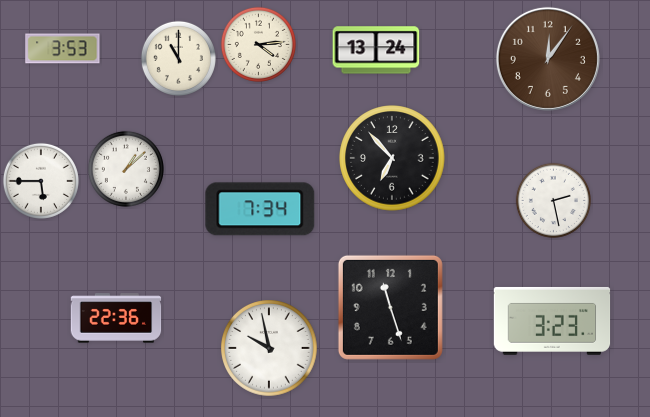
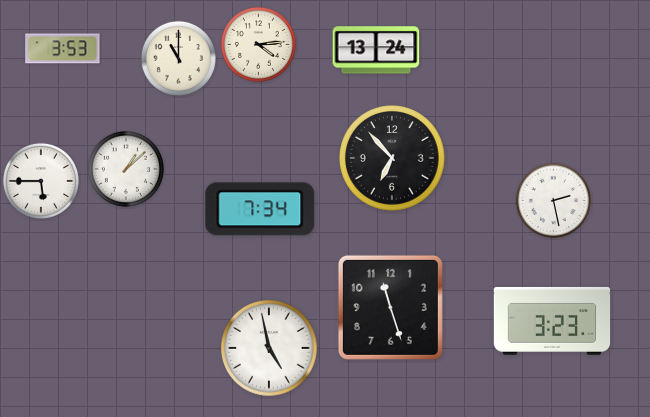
clock at (548, 59): 12:06 -> none
clock at (116, 318): 22:36 -> none
clock at (270, 349): 9:58 -> 4:58
